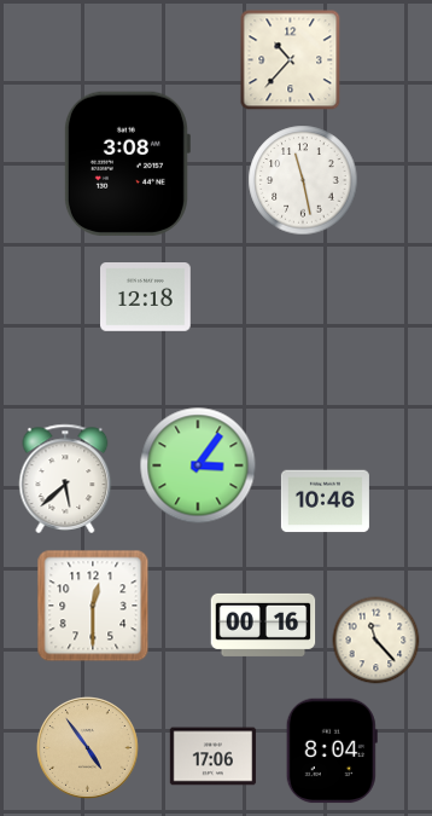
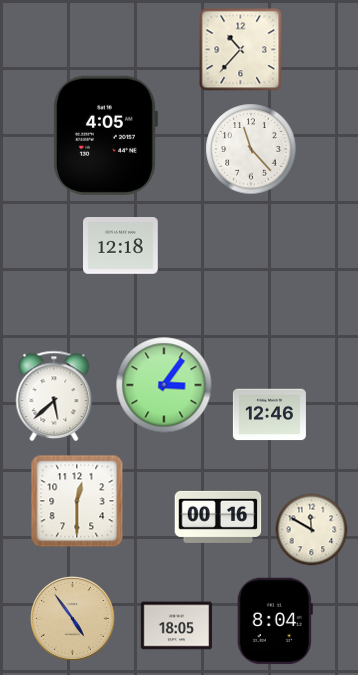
clock at (127, 163): 3:08 -> 4:05
clock at (303, 180): 11:28 -> 11:23
clock at (325, 502): 10:46 -> 12:46
clock at (376, 641): 11:23 -> 11:50
clock at (214, 757): 17:06 -> 18:05
